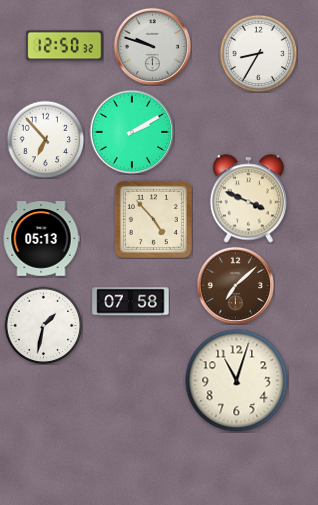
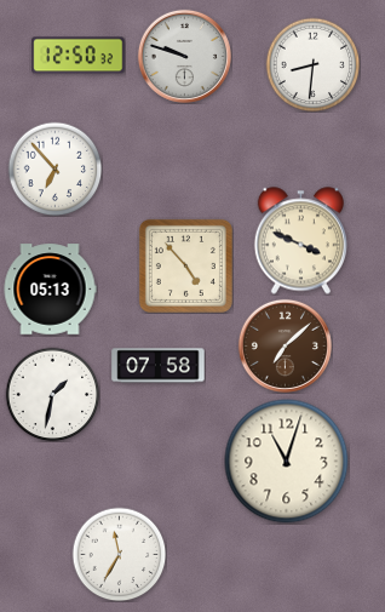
clock at (258, 53): 8:35 -> 8:31
clock at (132, 132): 2:10 -> none
clock at (119, 554): none -> 11:35
